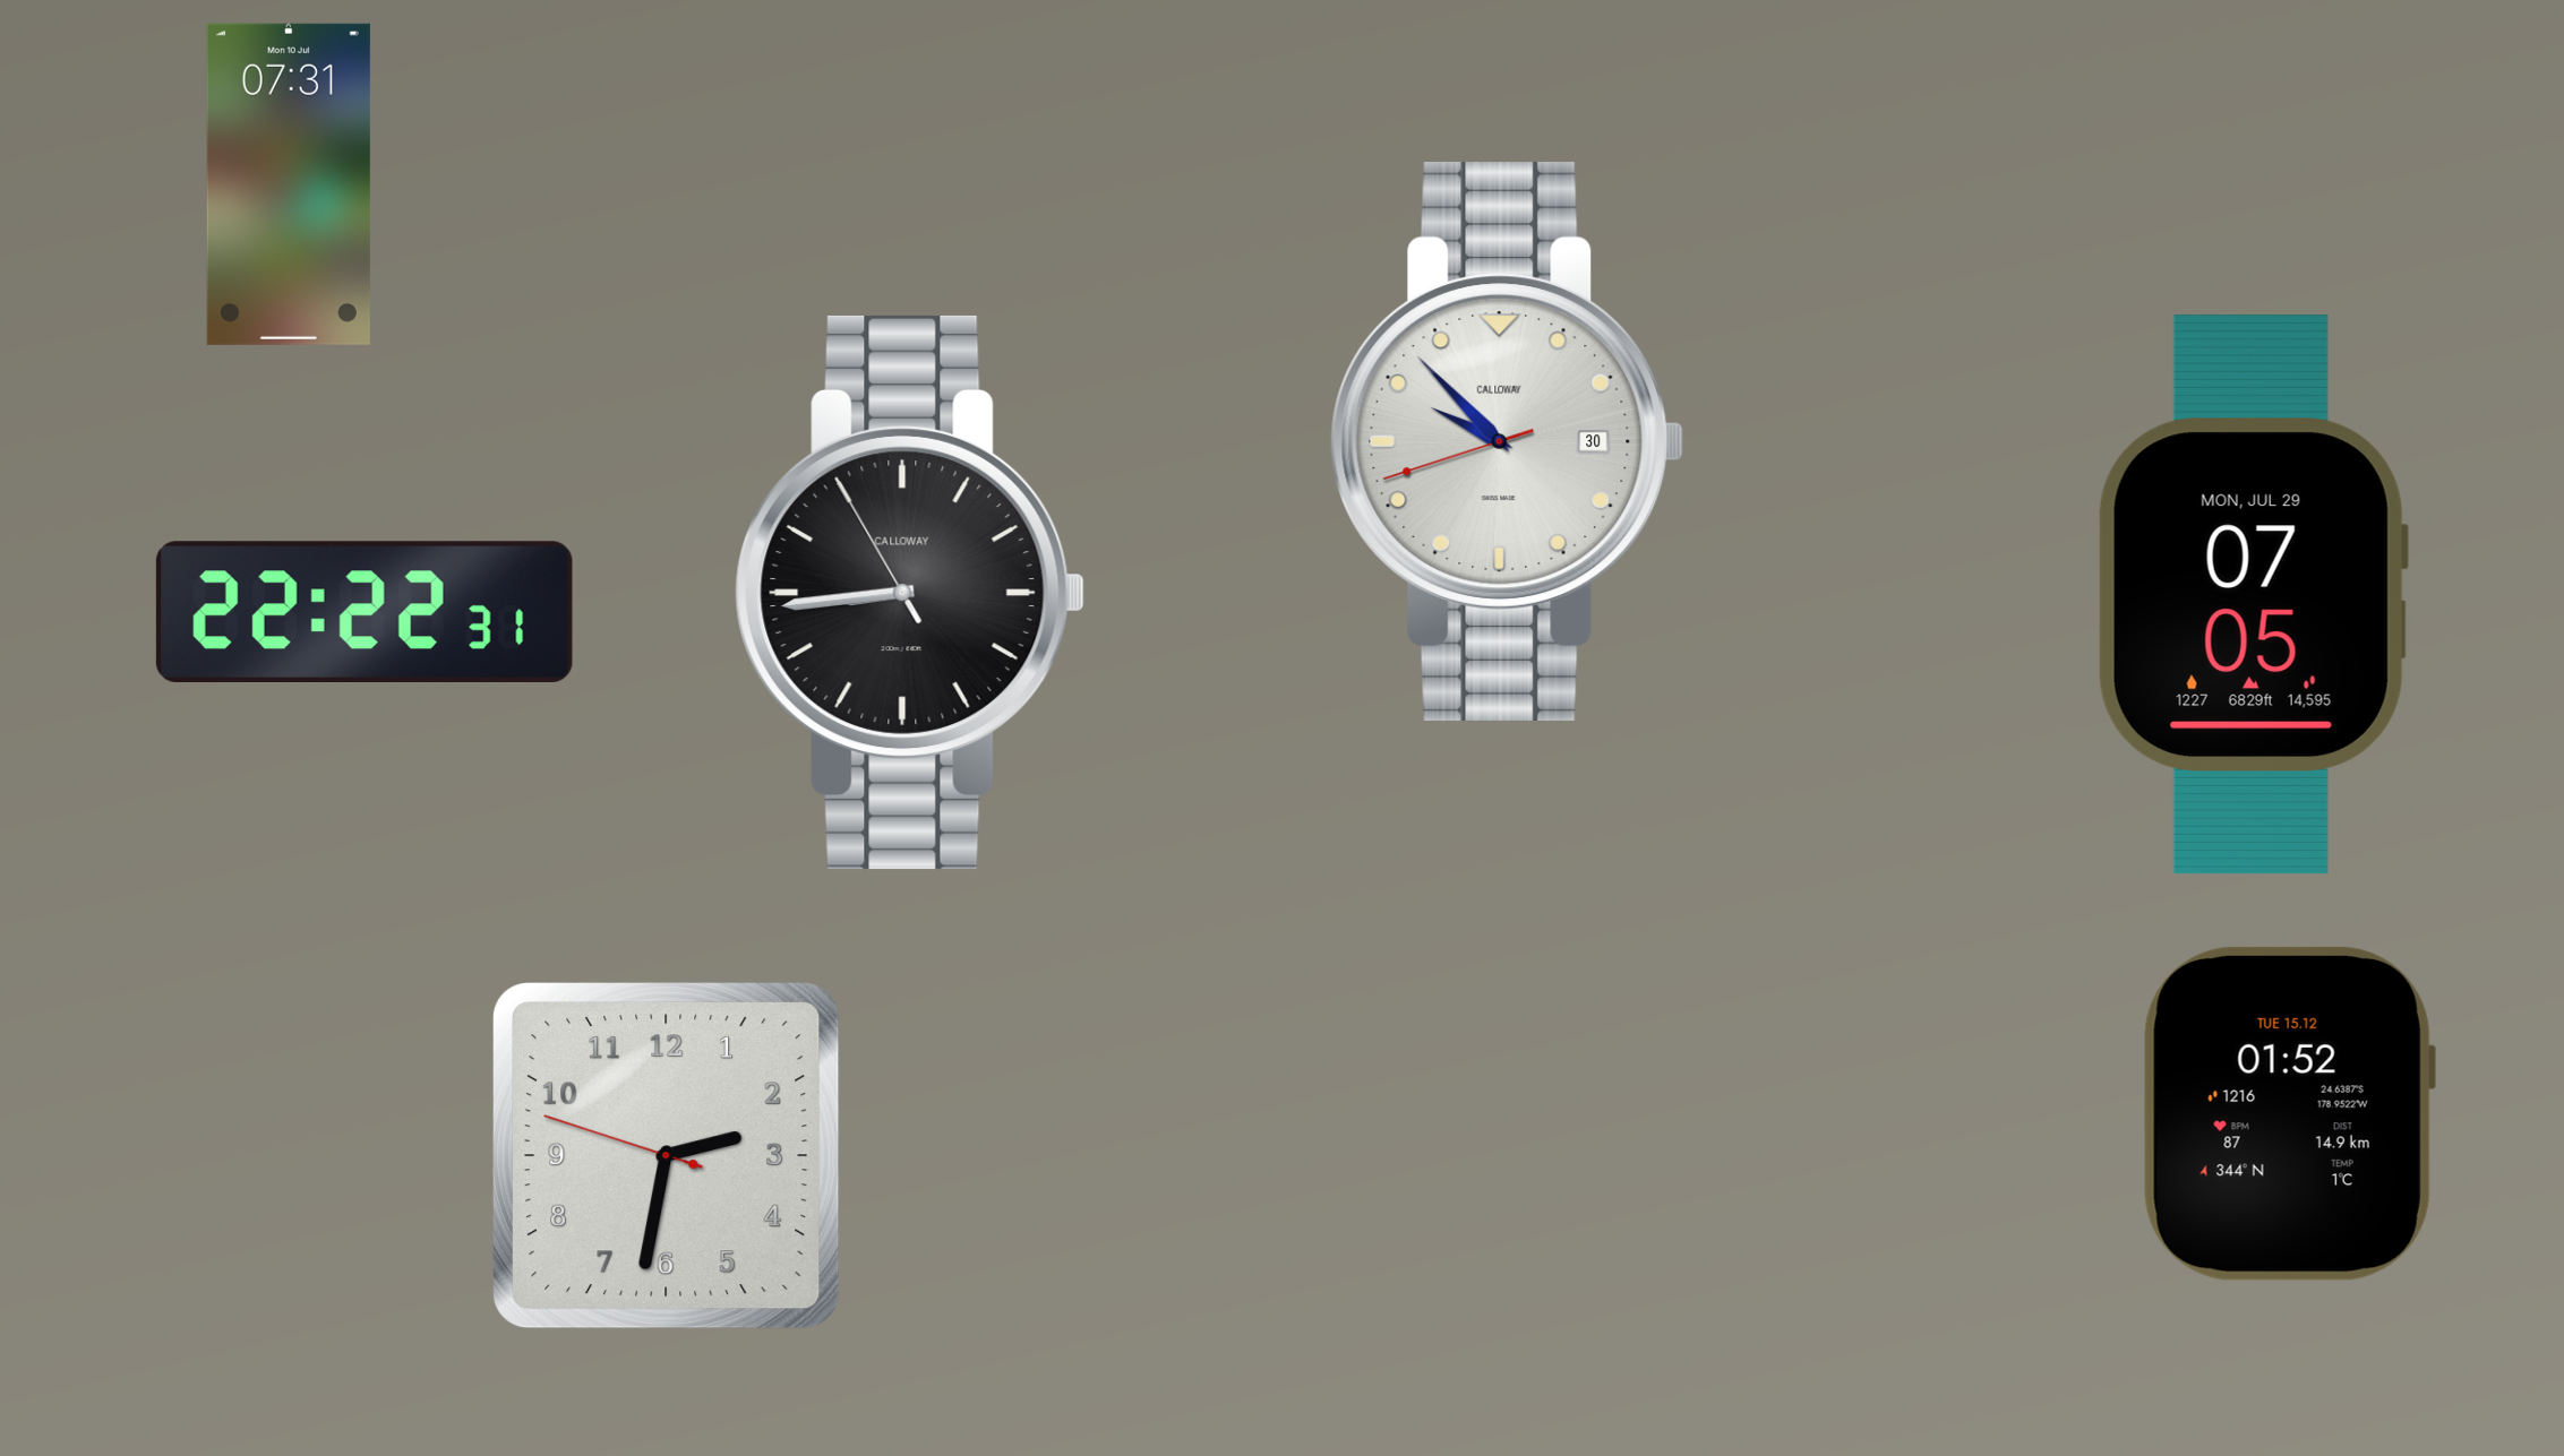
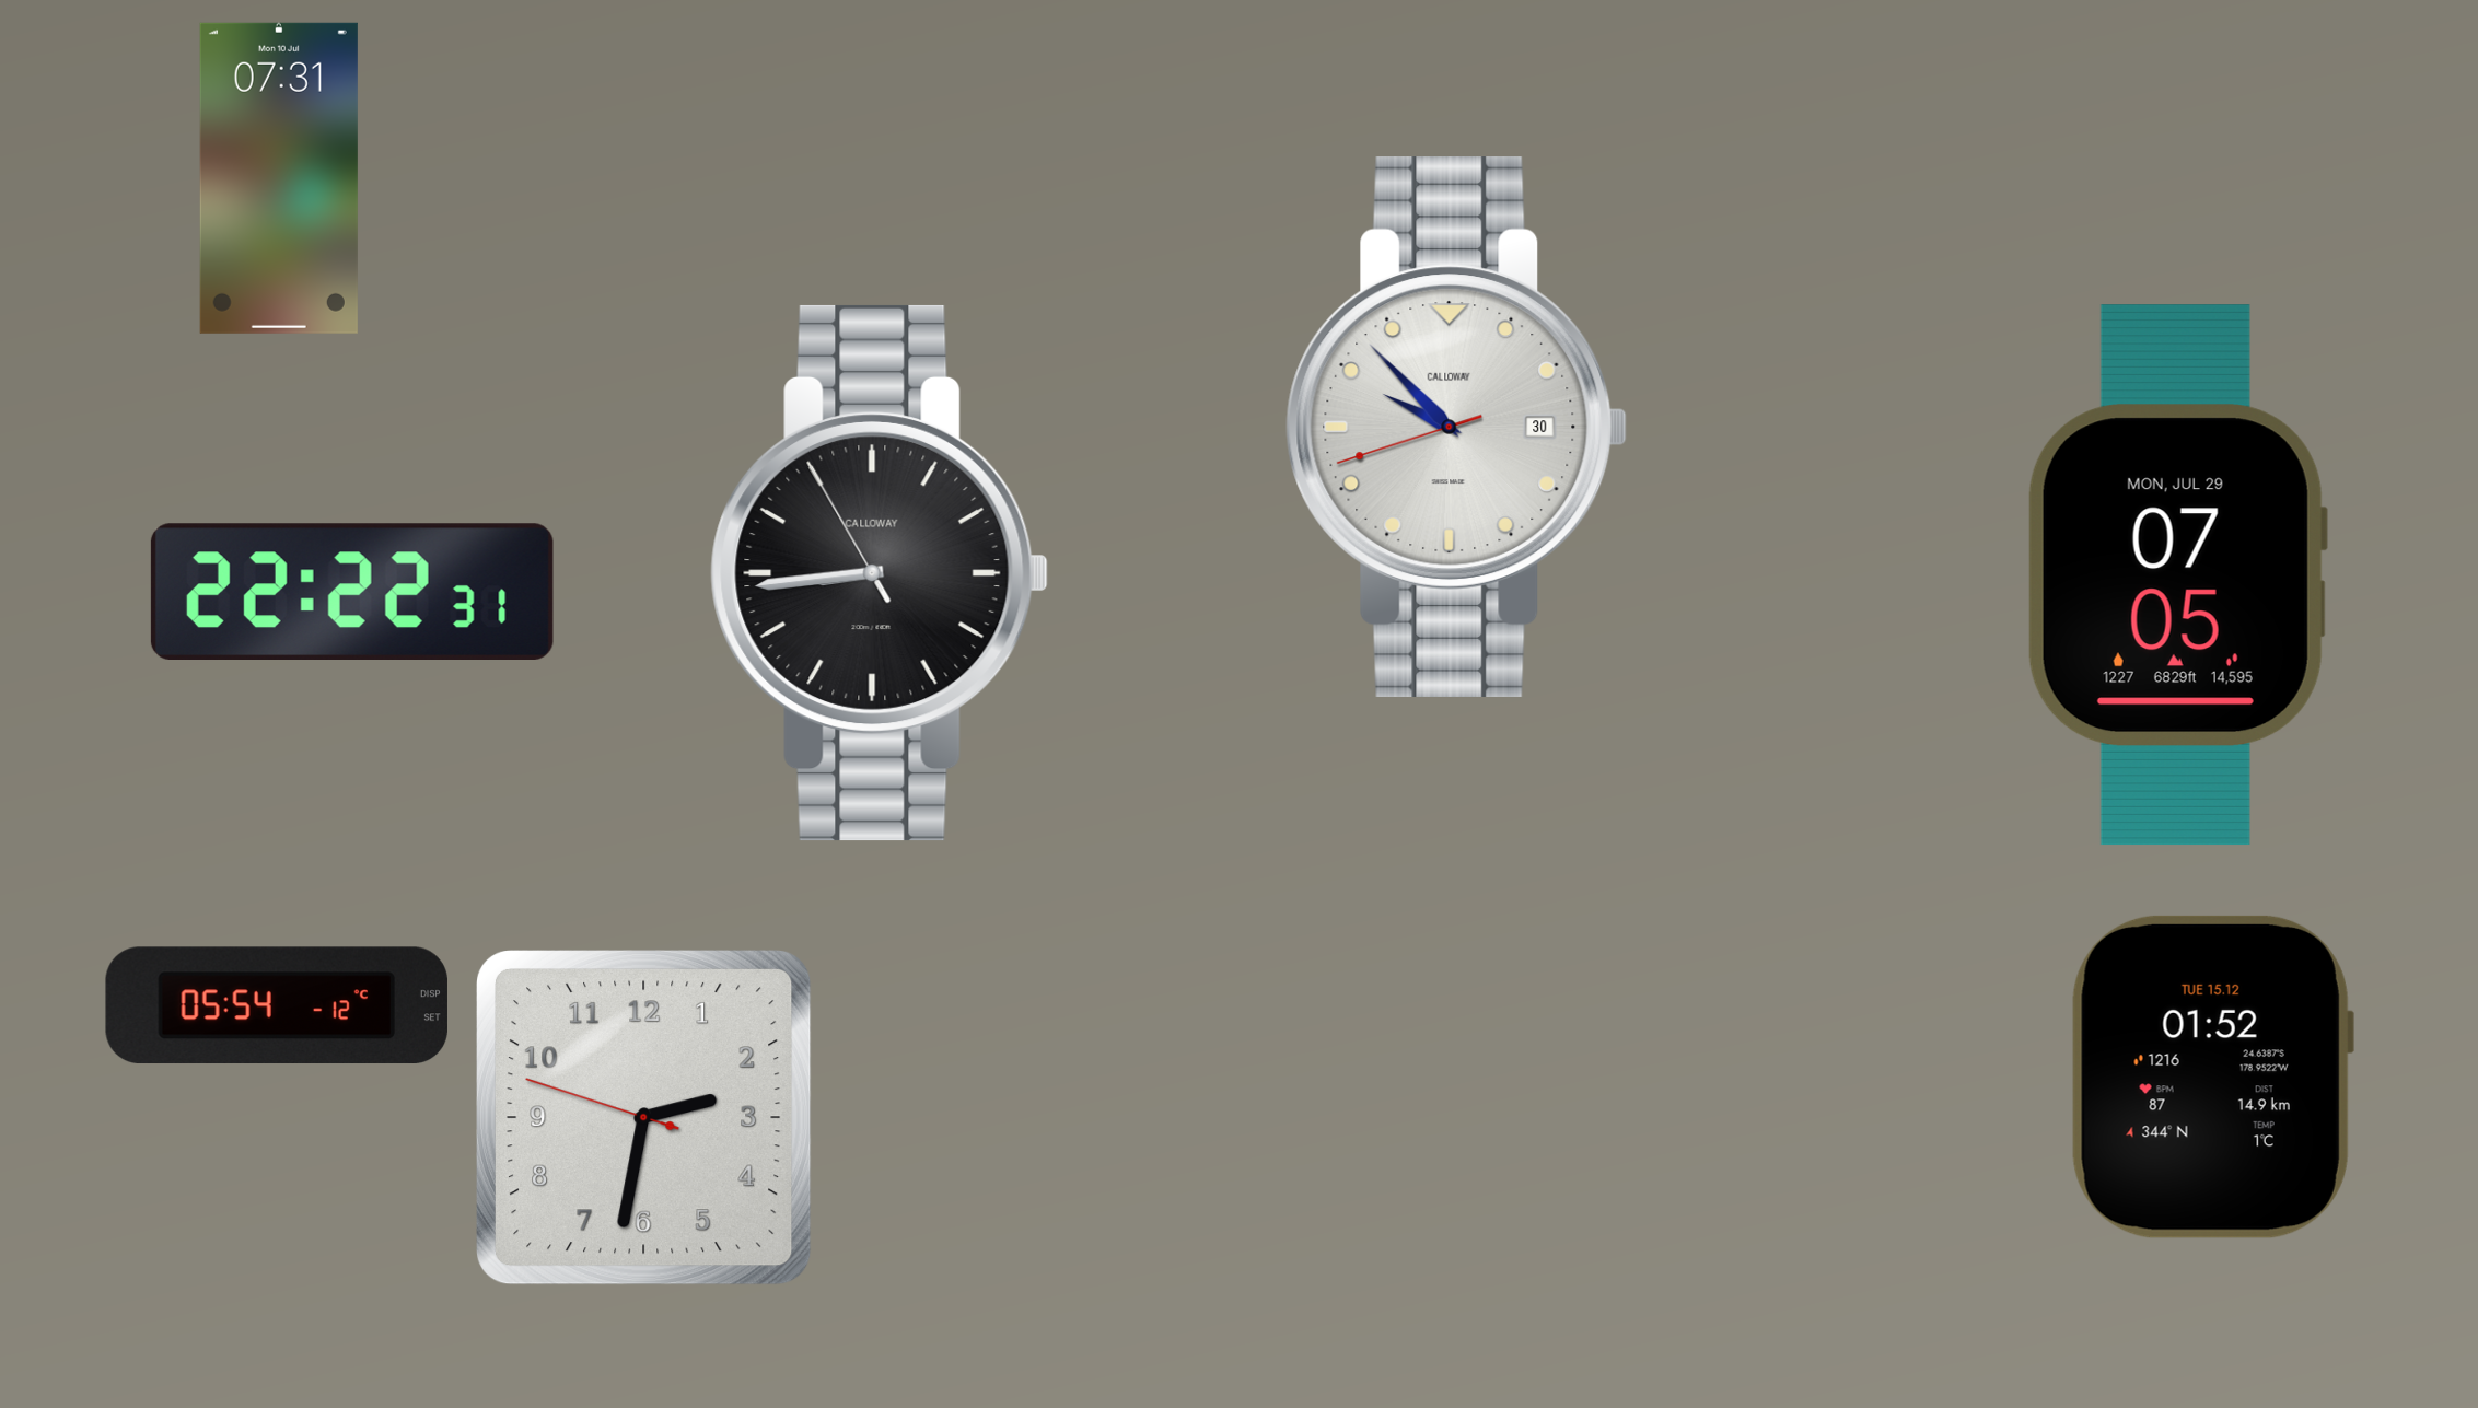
clock at (277, 1005): none -> 05:54
